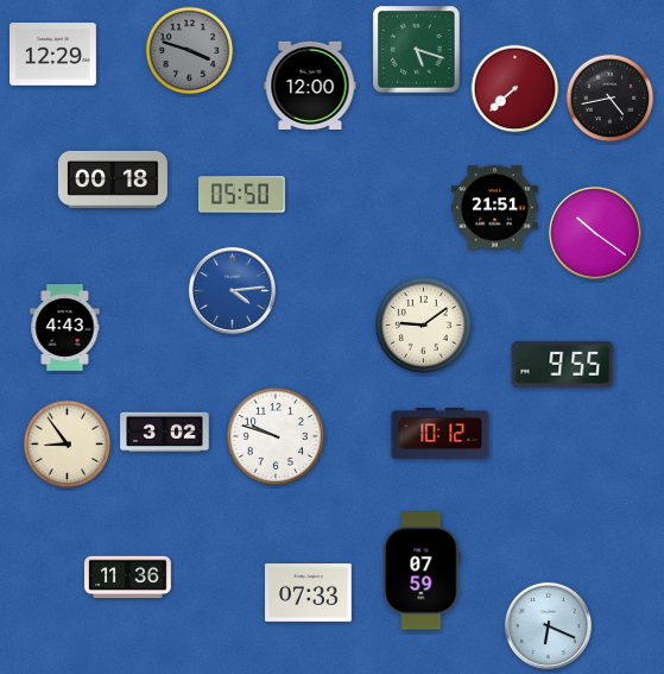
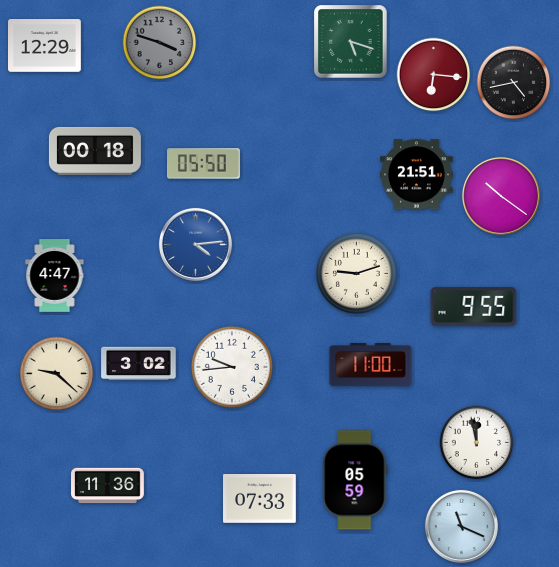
clock at (310, 86): 12:00 -> none
clock at (516, 89): 7:38 -> 6:16
clock at (423, 325): 9:09 -> 9:12
clock at (65, 328): 4:43 -> 4:47
clock at (441, 434): 10:12 -> 11:00
clock at (276, 436): 9:48 -> 9:44
clock at (68, 445): 8:54 -> 9:22
clock at (477, 443): none -> 11:58
clock at (422, 571): 07:59 -> 05:59
clock at (548, 625): 6:19 -> 11:19
